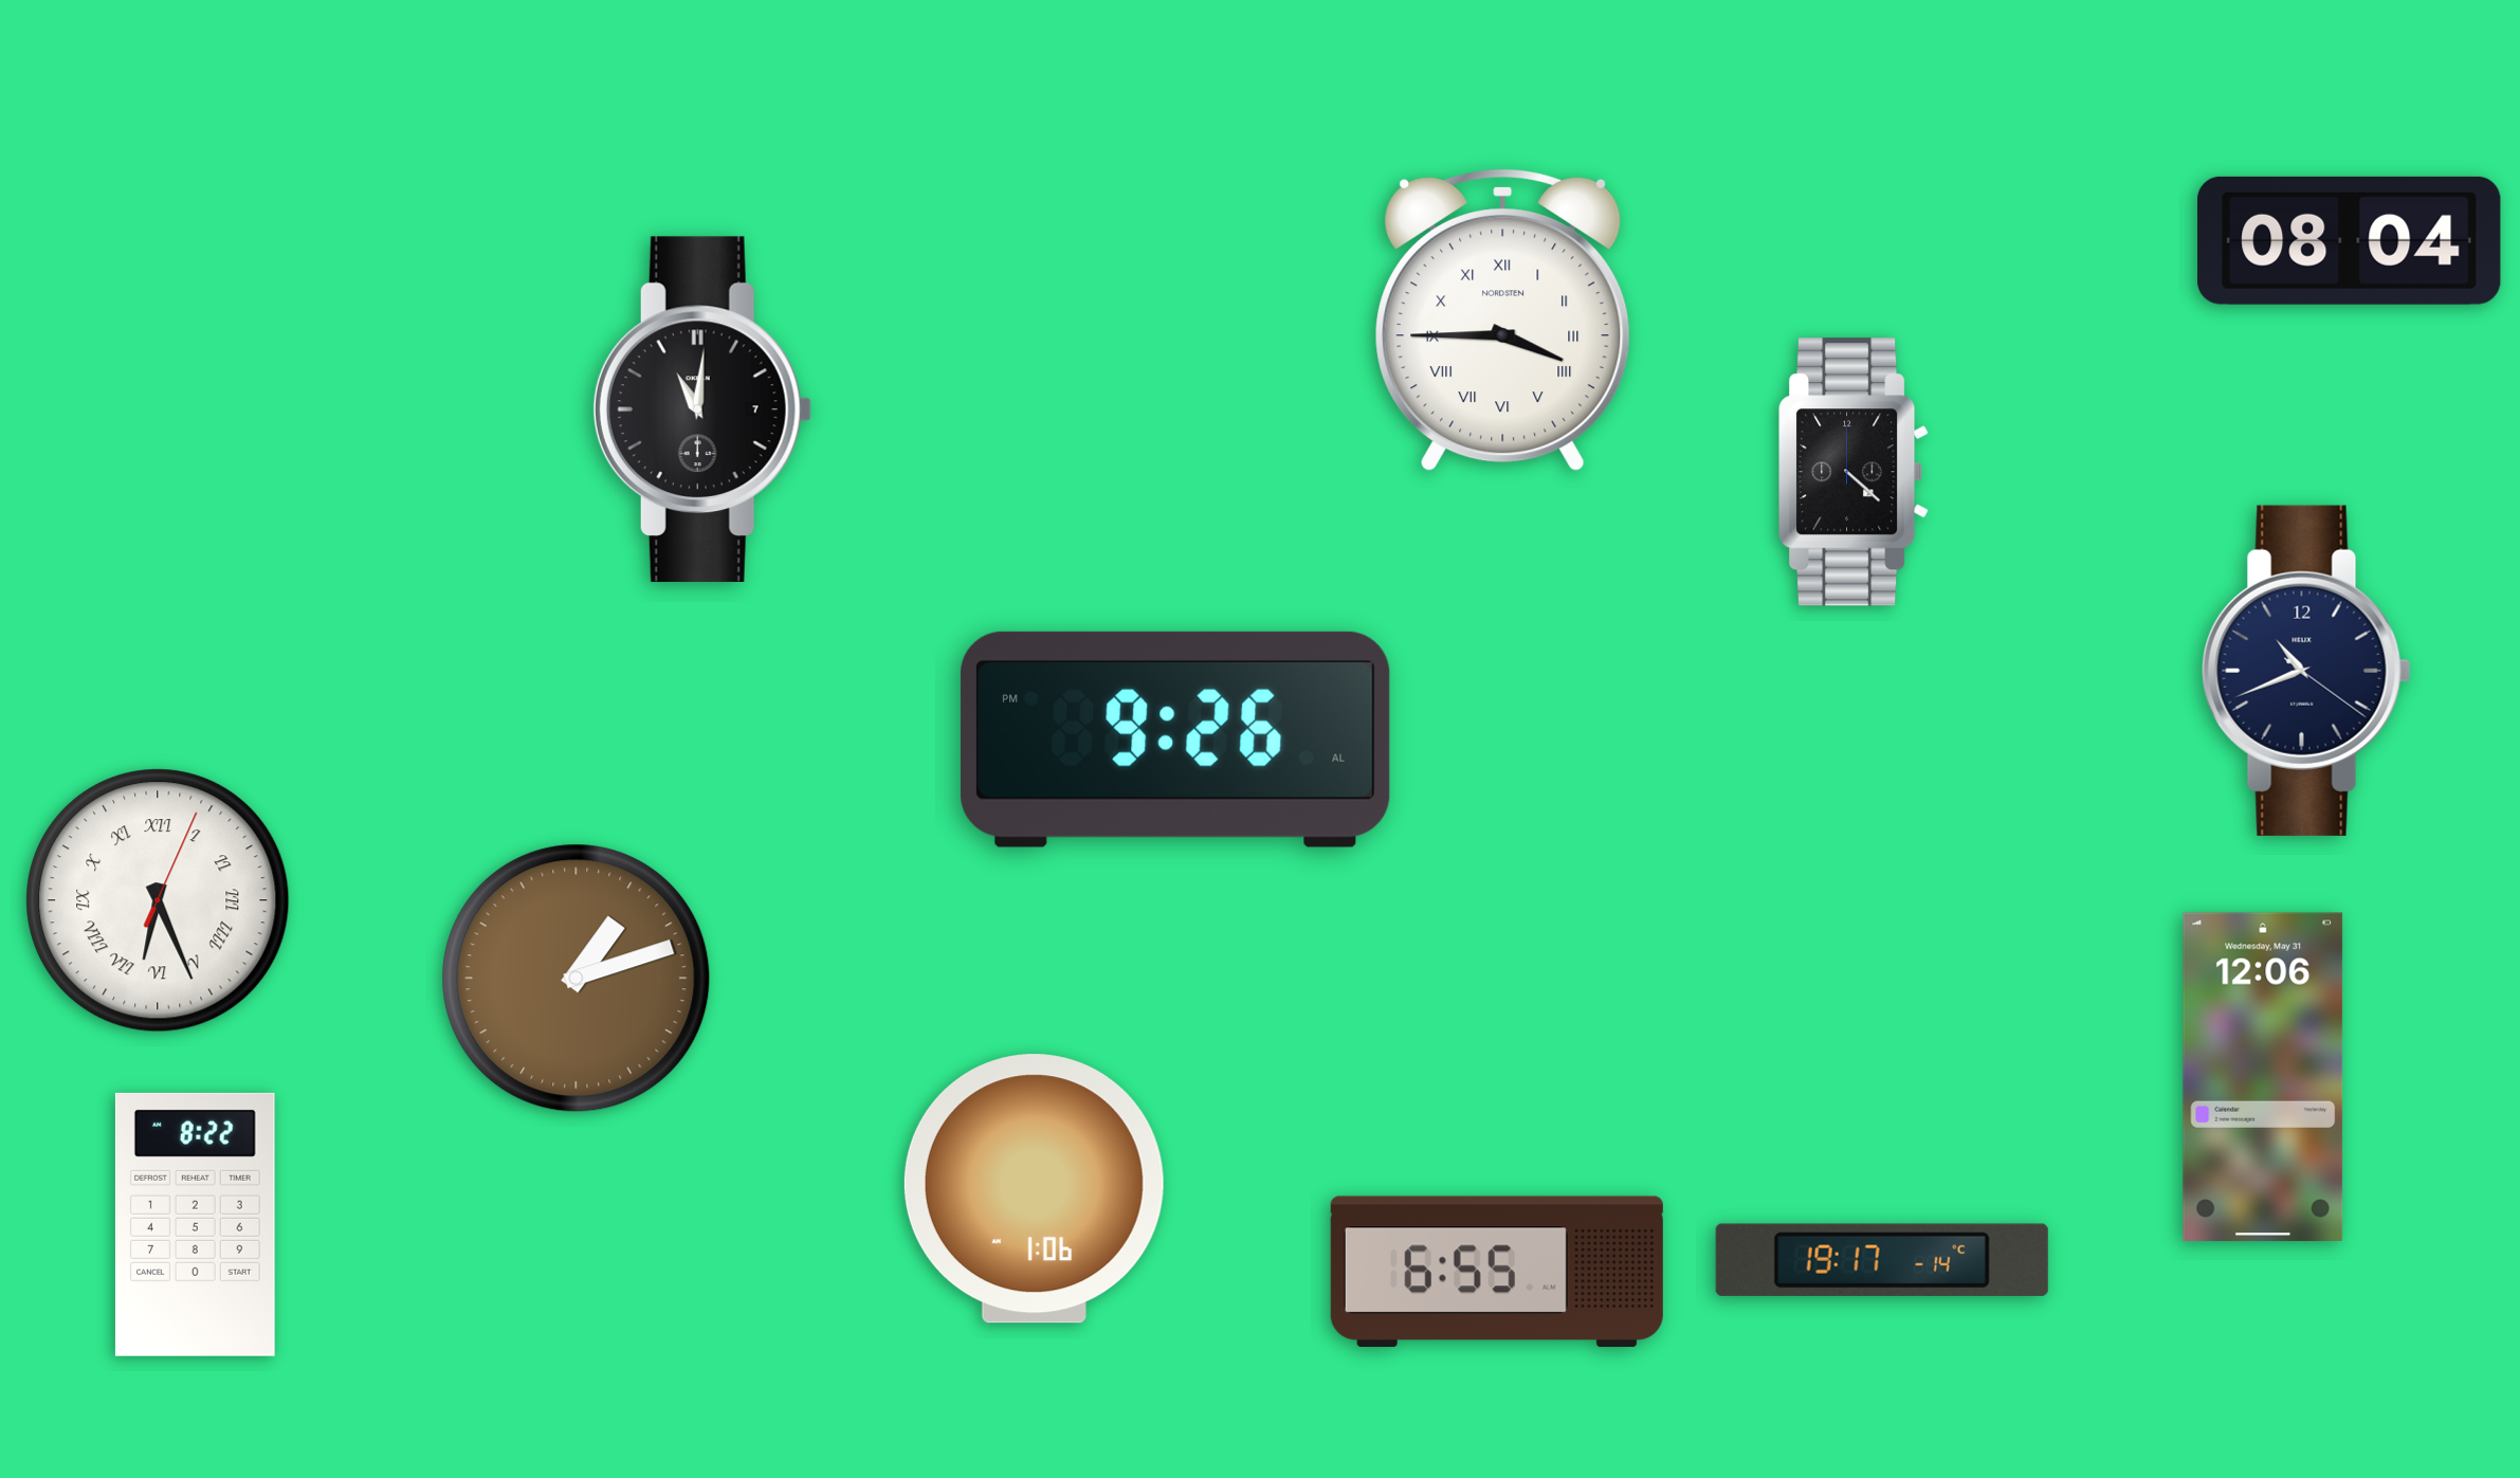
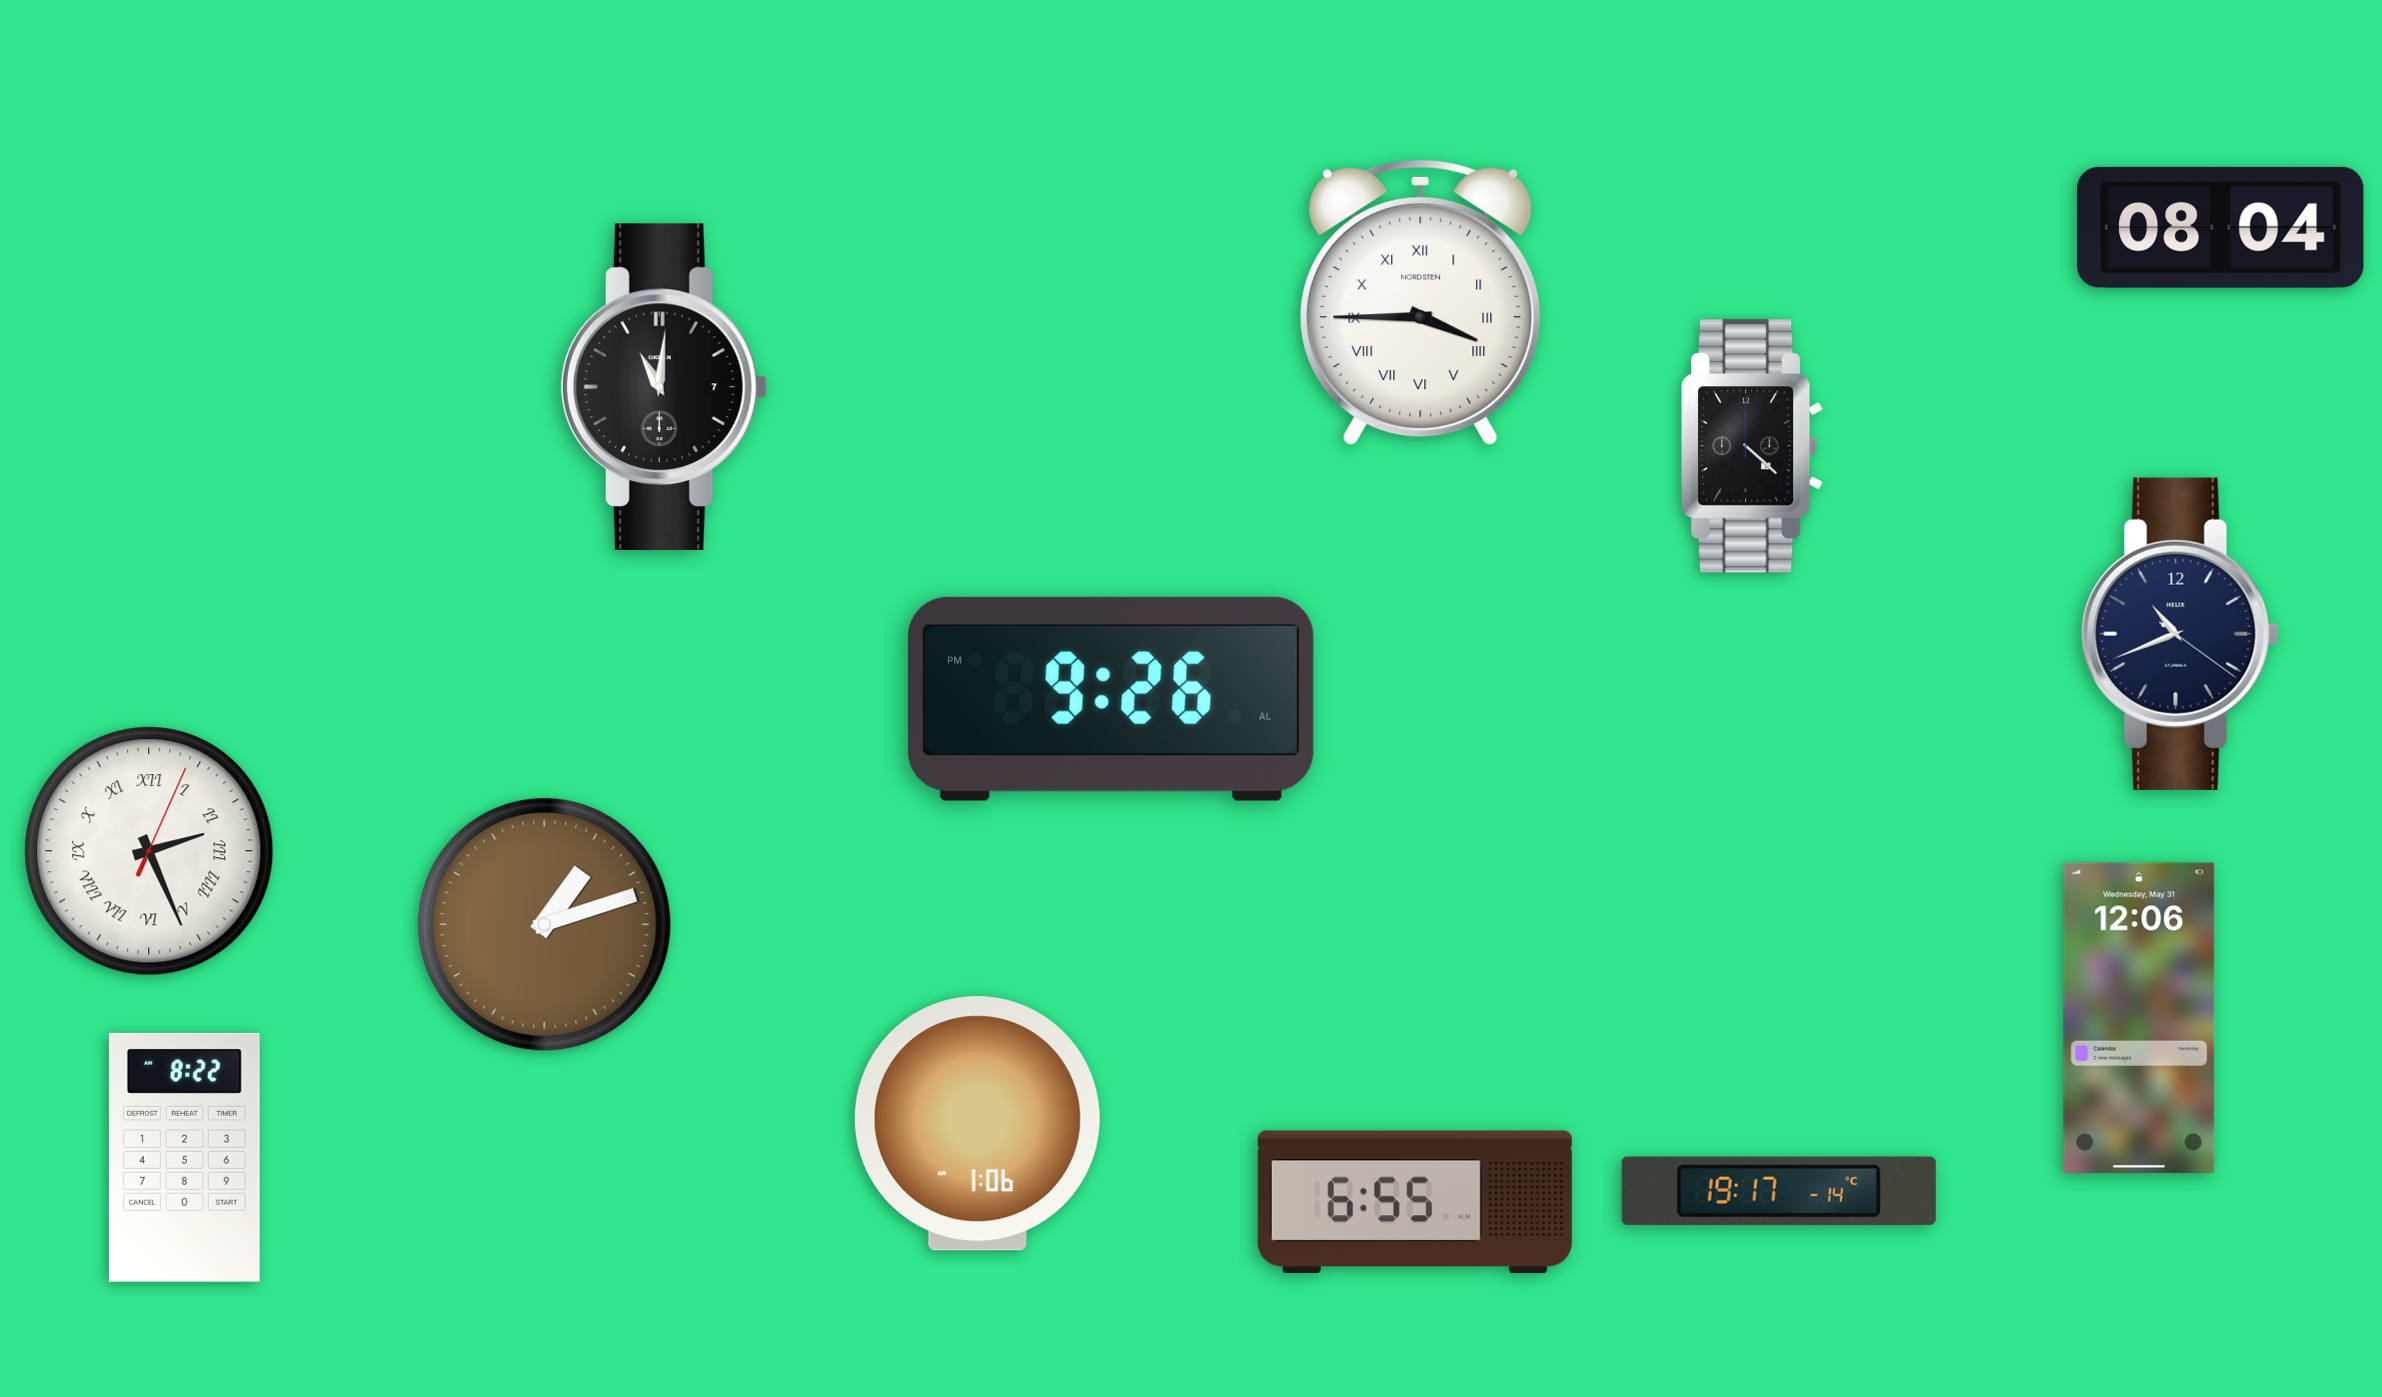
clock at (158, 900): 6:26 -> 2:26
